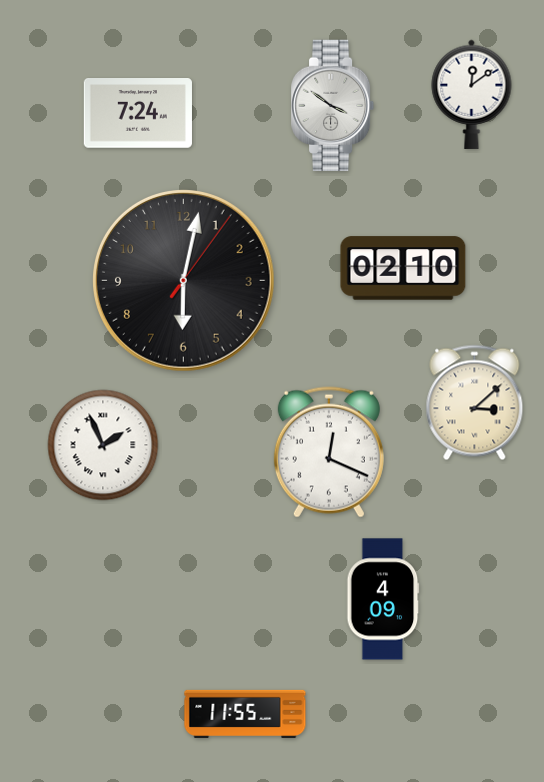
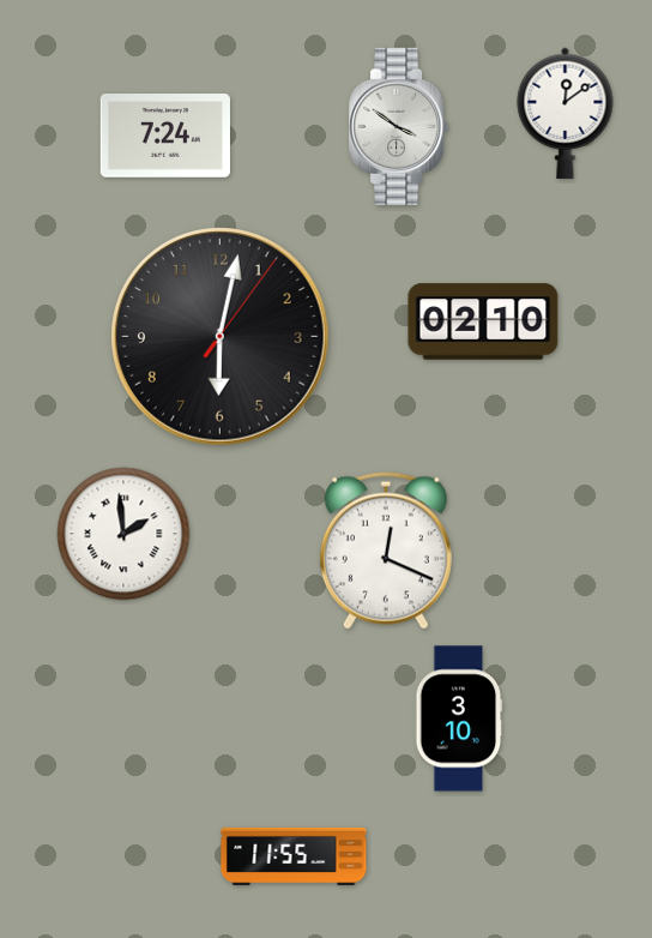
clock at (475, 403): 3:08 -> none
clock at (103, 445): 1:56 -> 1:59
clock at (329, 452) position: (329, 452) -> (386, 551)
clock at (383, 599): 4:09 -> 3:10
